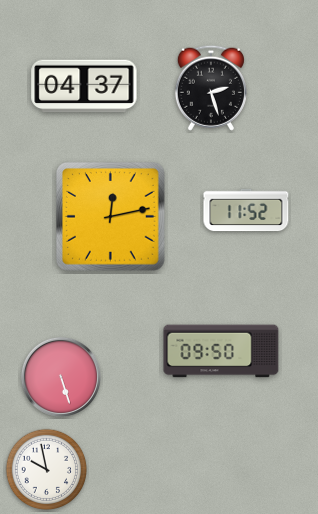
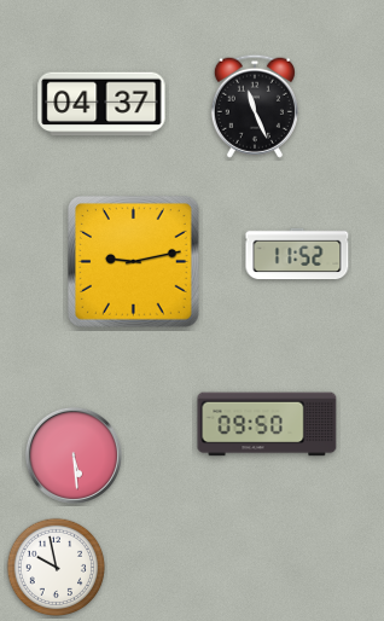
clock at (211, 88): 2:27 -> 11:26
clock at (111, 217): 12:13 -> 9:13
clock at (61, 377): 5:27 -> 5:29
